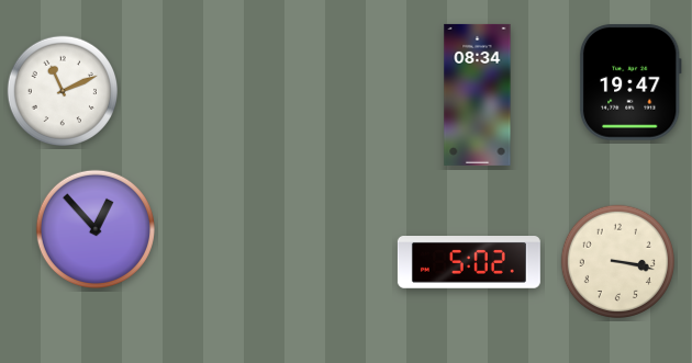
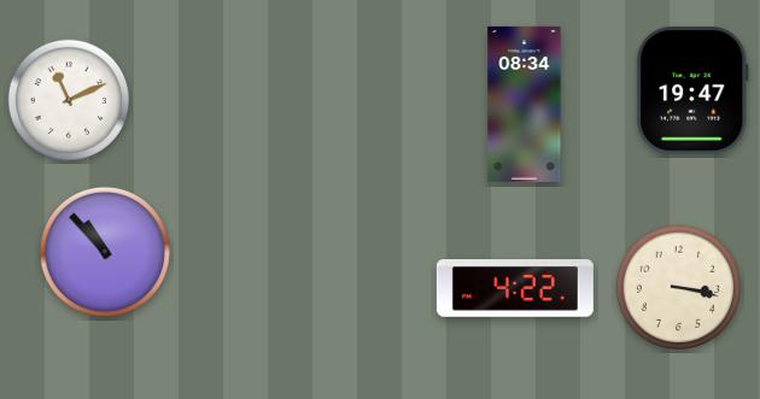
clock at (96, 229): 12:53 -> 10:53
clock at (469, 263): 5:02 -> 4:22
